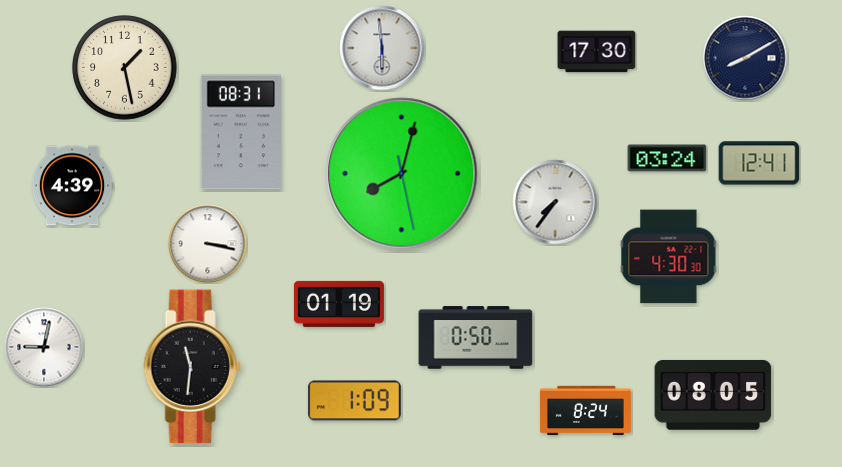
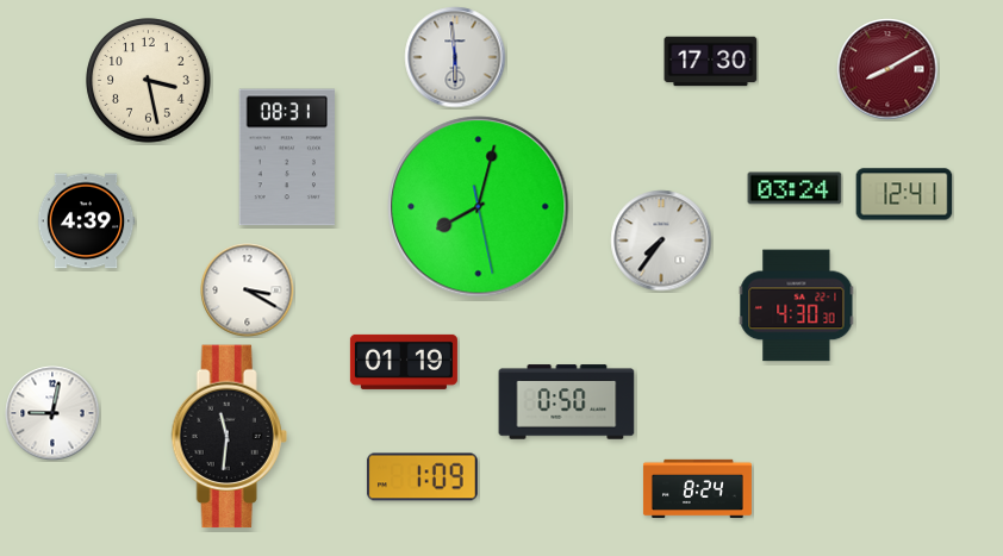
clock at (745, 58) dial: navy -> burgundy
clock at (125, 68): 1:28 -> 3:28
clock at (208, 244): 3:17 -> 3:20
clock at (713, 395): 08:05 -> none
